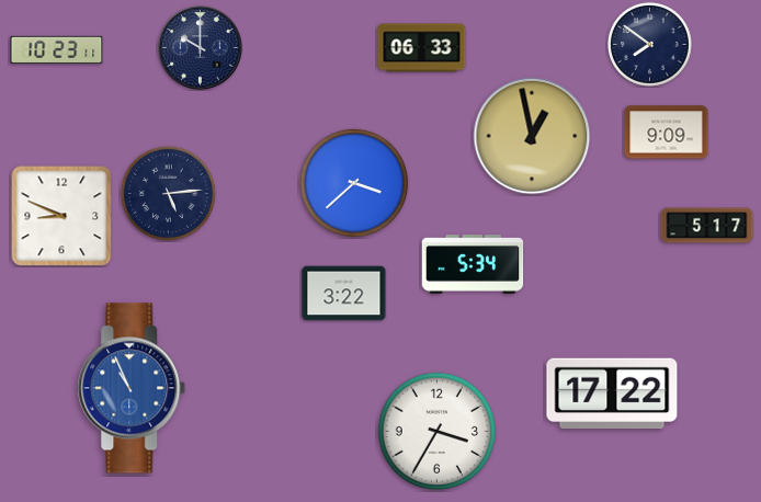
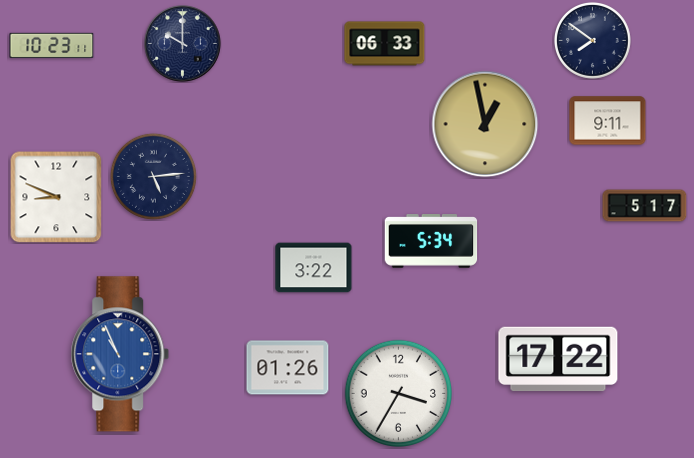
clock at (667, 133): 9:09 -> 9:11
clock at (354, 183): 3:38 -> none
clock at (288, 368): none -> 01:26
